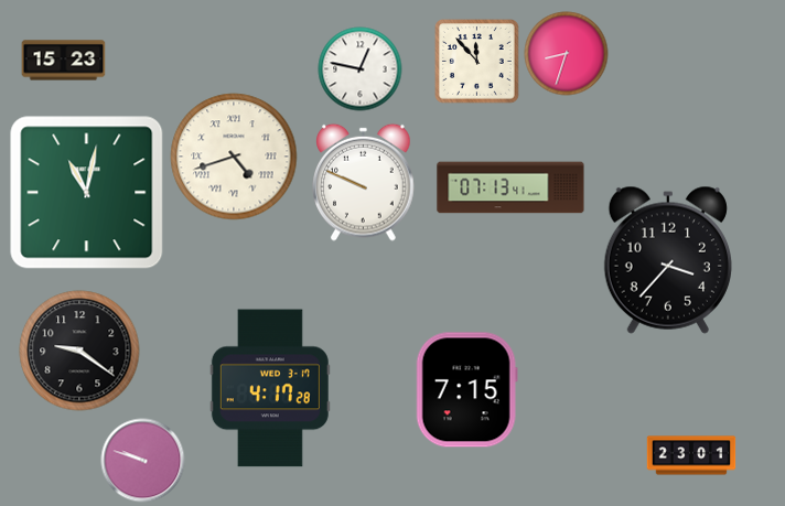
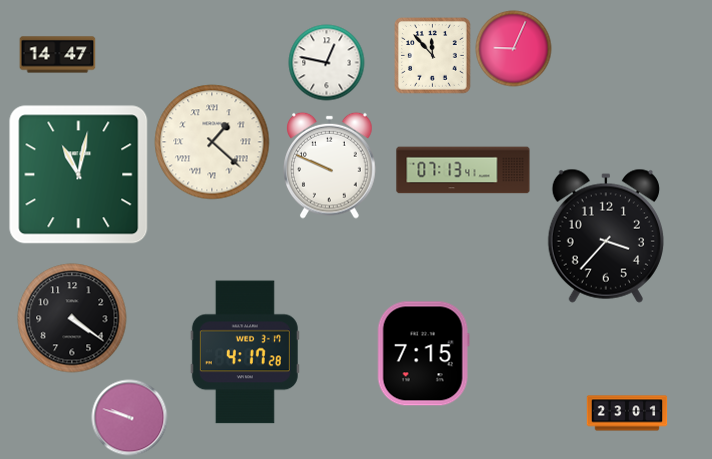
clock at (567, 54): 8:33 -> 9:04
clock at (64, 61): 15:23 -> 14:47
clock at (234, 157): 4:42 -> 1:22
clock at (79, 351): 9:21 -> 4:21
